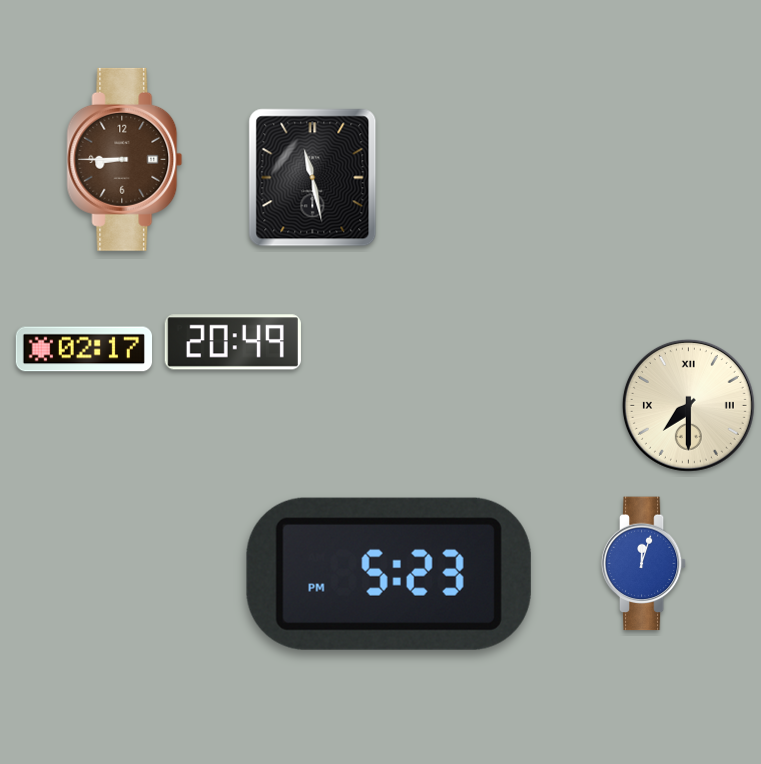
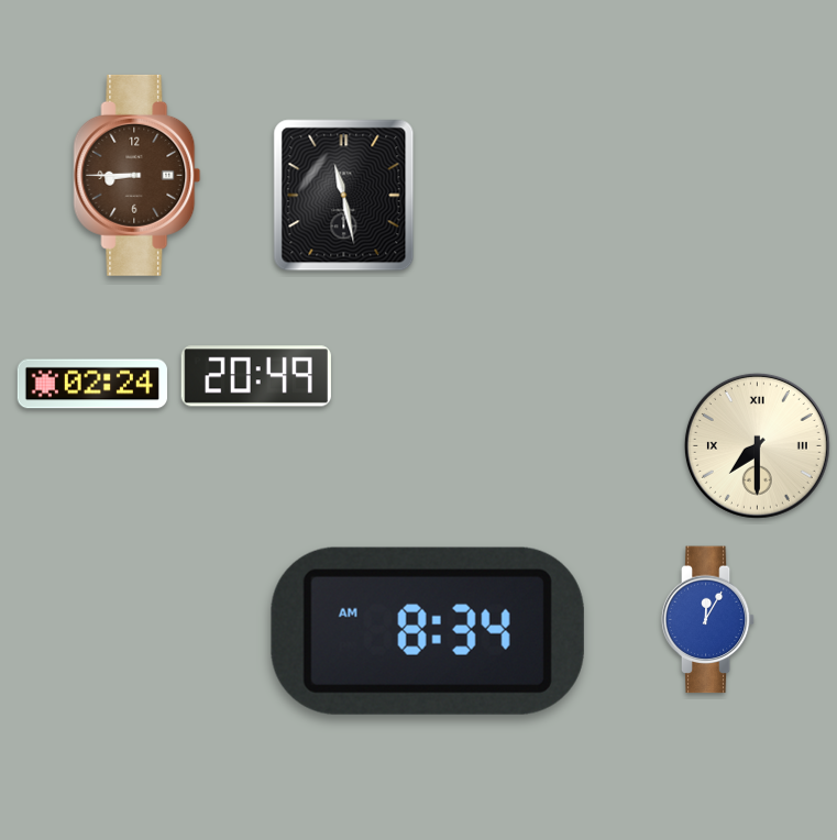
clock at (83, 349): 02:17 -> 02:24
clock at (644, 564): 12:03 -> 12:05
clock at (389, 574): 5:23 -> 8:34
